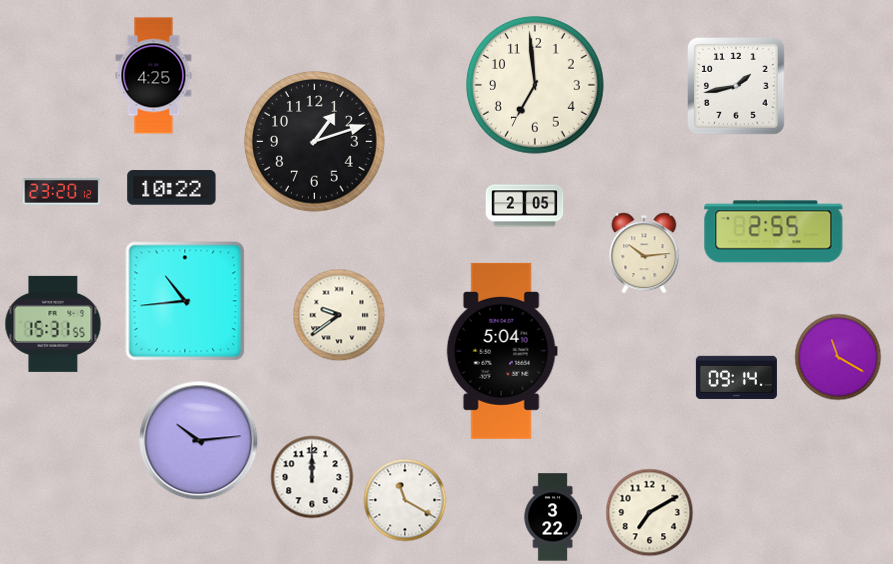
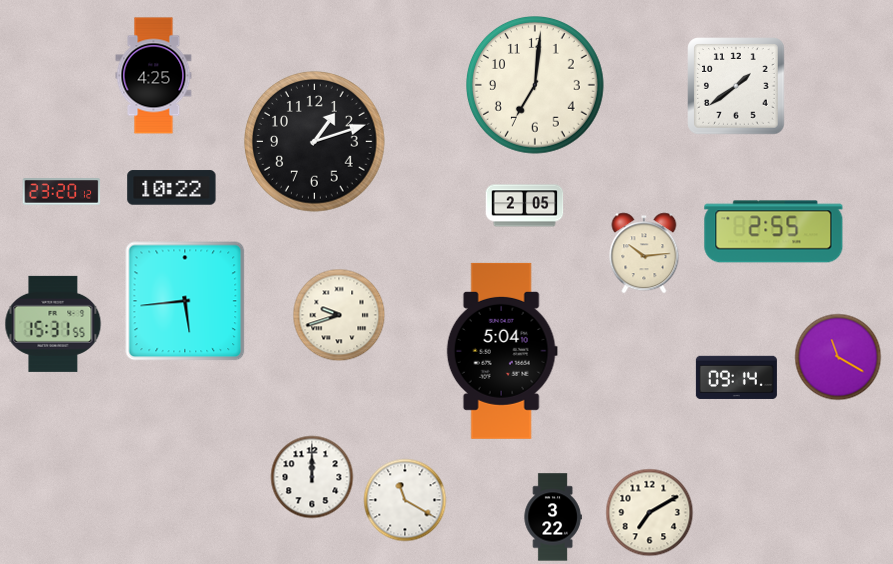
clock at (536, 86): 6:59 -> 7:01
clock at (736, 86): 1:43 -> 1:39
clock at (185, 301): 10:44 -> 5:44
clock at (339, 315): 9:39 -> 9:42
clock at (199, 441): 10:14 -> none
